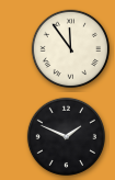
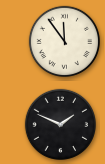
clock at (70, 48) position: (70, 48) -> (64, 41)
